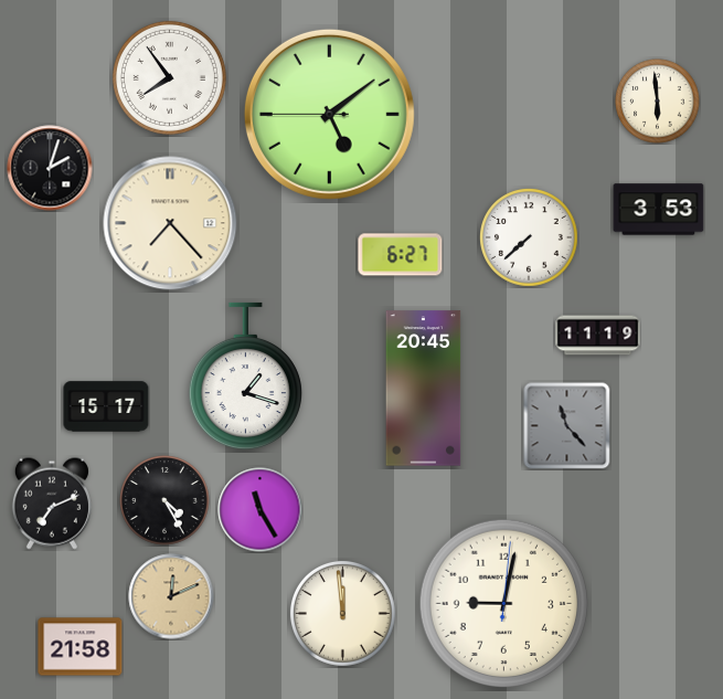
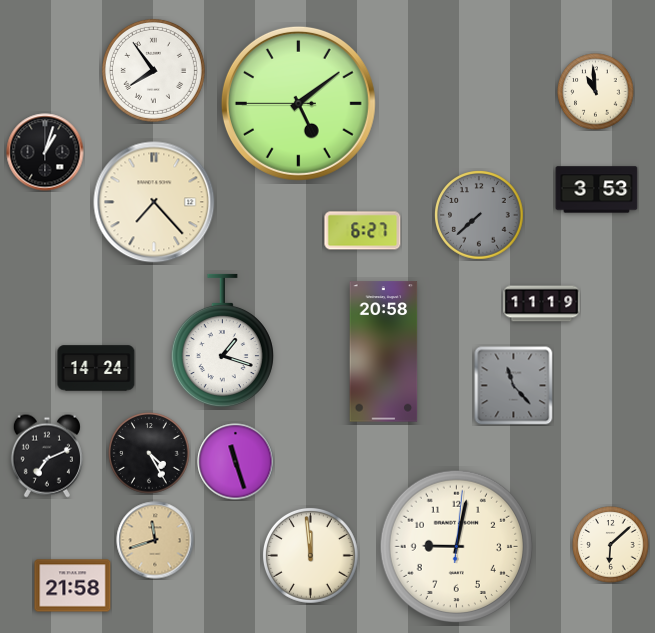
clock at (658, 102): 5:59 -> 10:59
clock at (50, 168): 2:03 -> 1:03
clock at (530, 239) dial: white -> grey
clock at (424, 389): 20:45 -> 20:58
clock at (106, 406): 15:17 -> 14:24
clock at (261, 510): 11:25 -> 11:27
clock at (171, 596): 12:11 -> 11:42
clock at (611, 545): none -> 6:08
